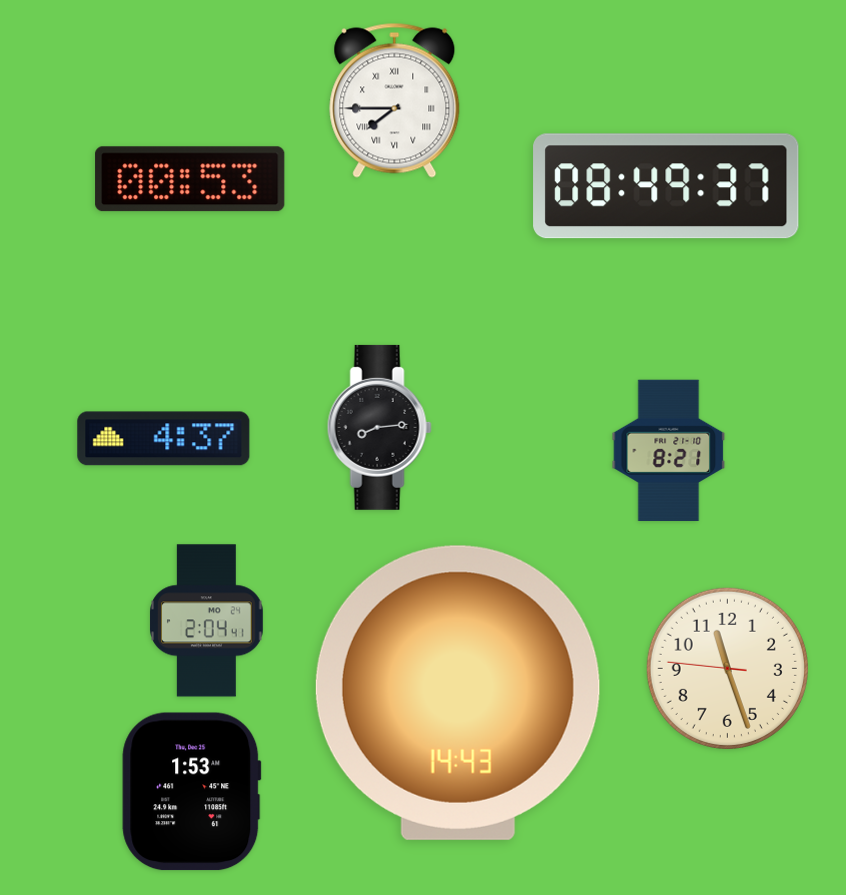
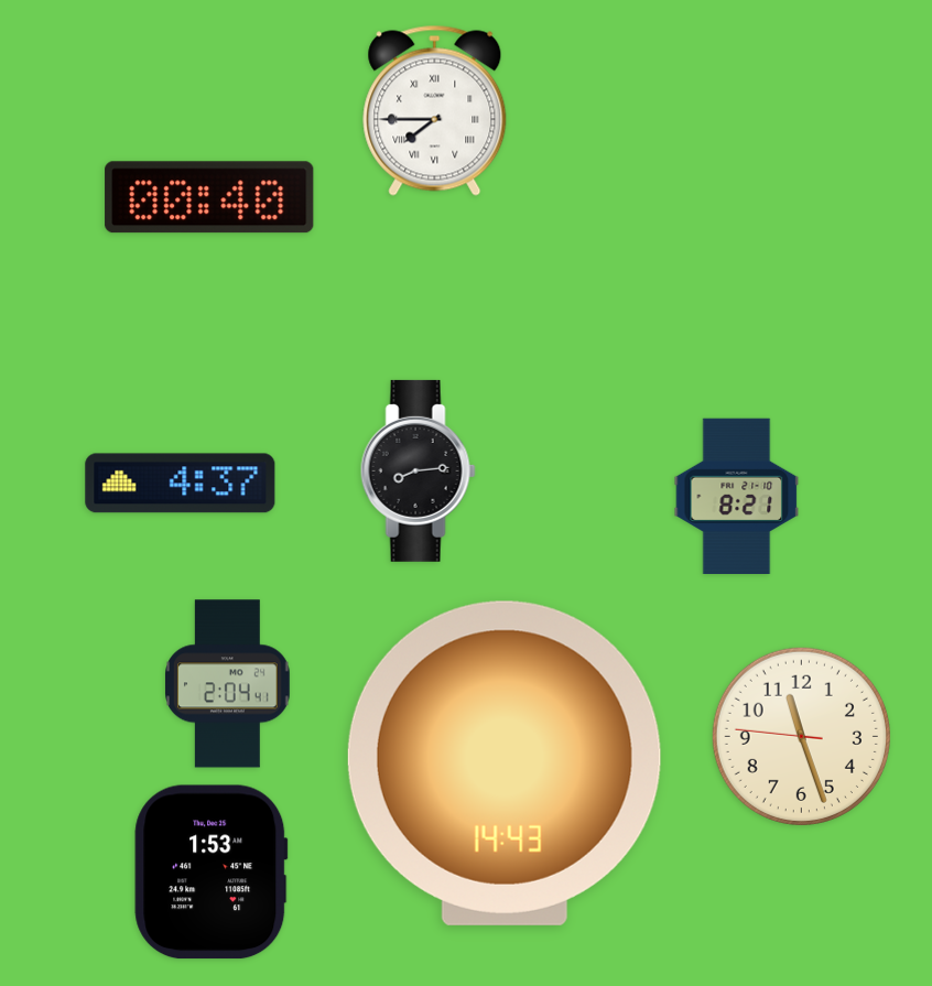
clock at (190, 179): 00:53 -> 00:40
clock at (666, 186): 08:49 -> none
